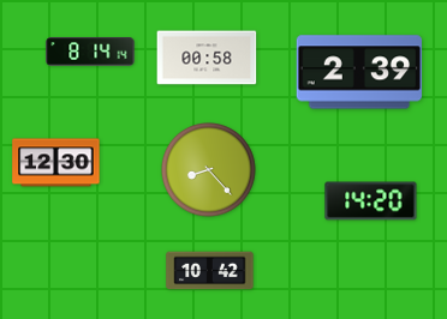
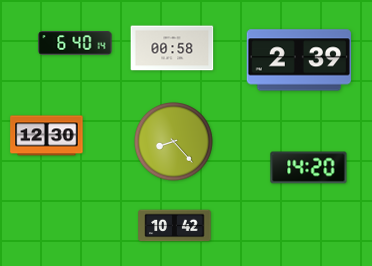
clock at (90, 52): 8:14 -> 6:40
